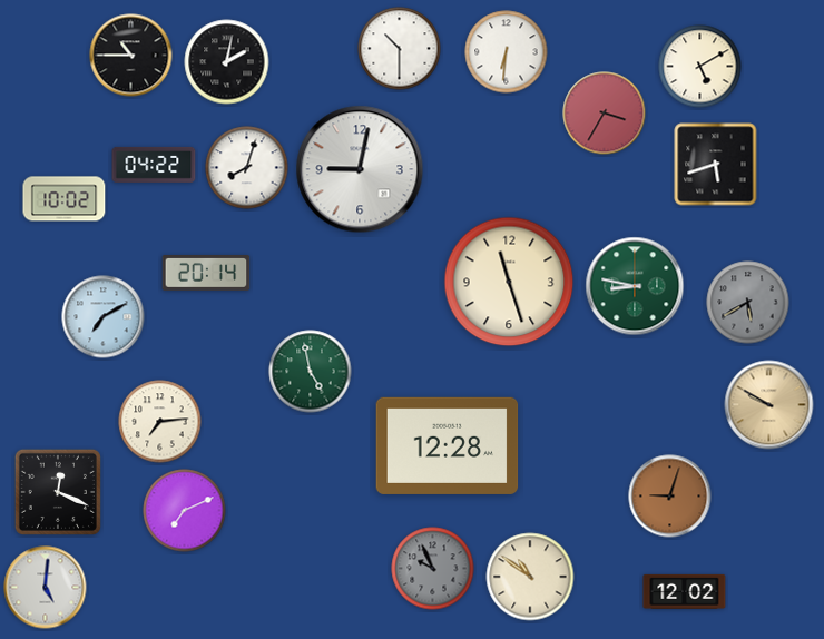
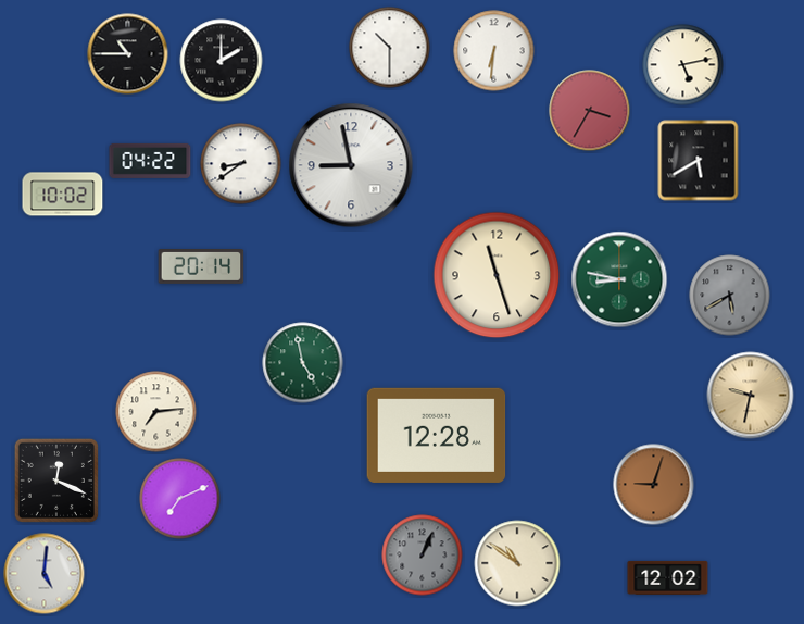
clock at (227, 62): 2:02 -> 2:00
clock at (700, 67): 5:10 -> 5:13
clock at (716, 165): 5:42 -> 5:40
clock at (247, 168): 8:03 -> 8:39
clock at (360, 169): 9:02 -> 8:58
clock at (104, 317): 7:10 -> none
clock at (769, 405): 9:50 -> 9:32
clock at (433, 569): 9:56 -> 1:04
